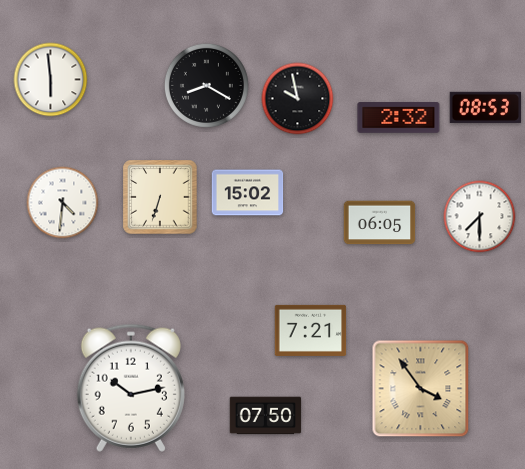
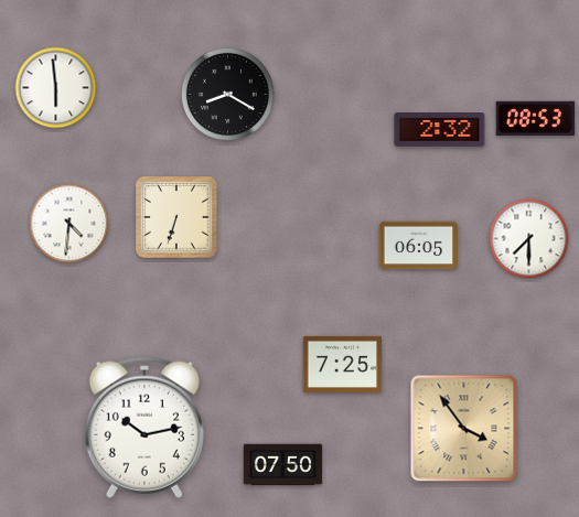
clock at (298, 99): 9:58 -> none
clock at (248, 193): 15:02 -> none
clock at (311, 330): 7:21 -> 7:25
clock at (266, 416) position: (266, 416) -> (283, 465)
